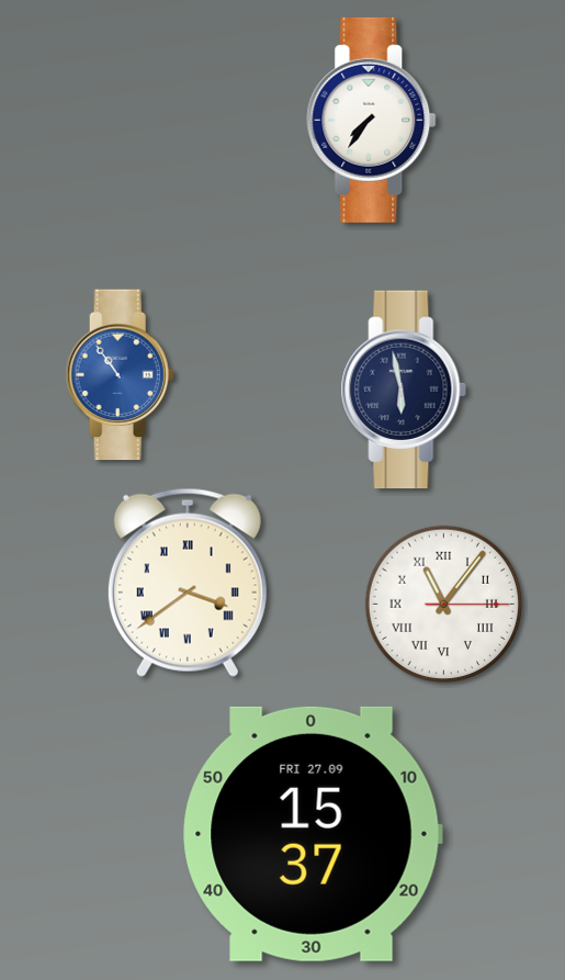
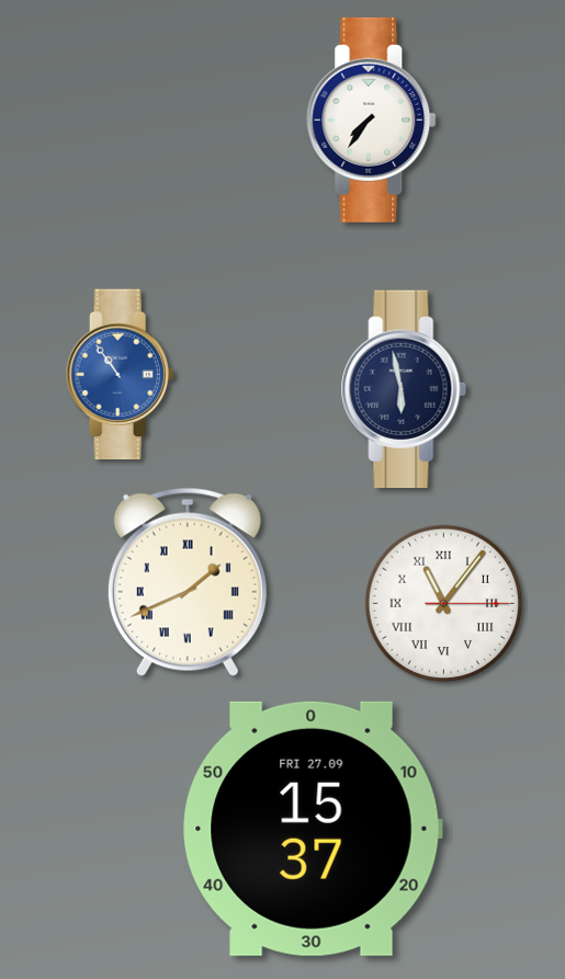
clock at (188, 583): 3:39 -> 1:41
clock at (313, 834) position: (313, 834) -> (313, 829)
